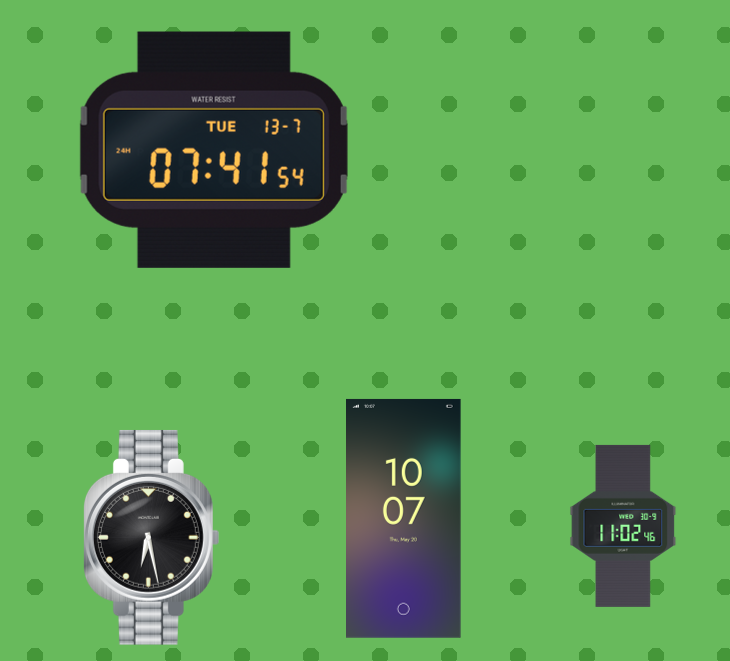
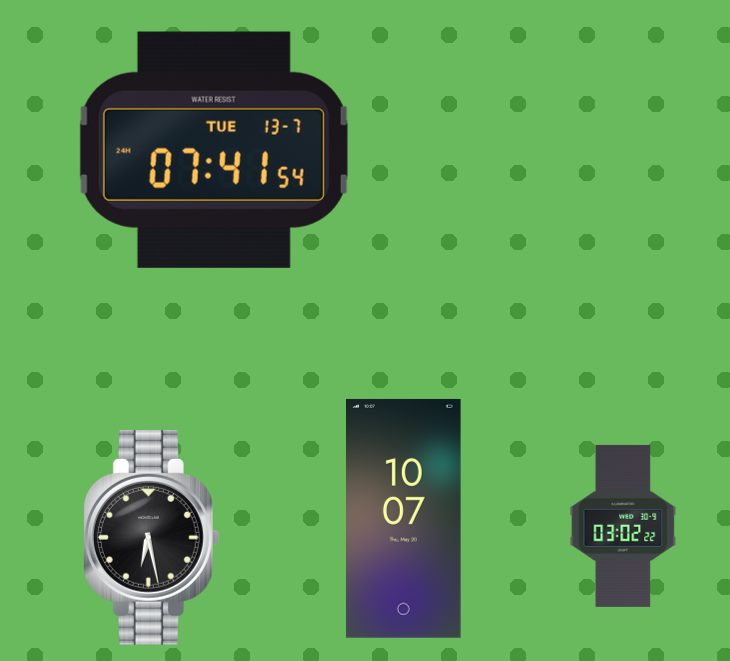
clock at (623, 526): 11:02 -> 03:02
